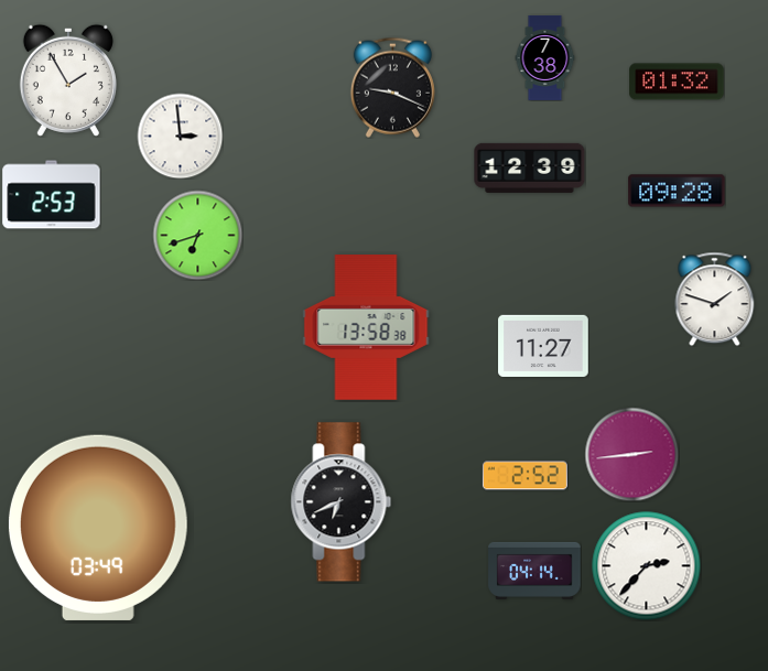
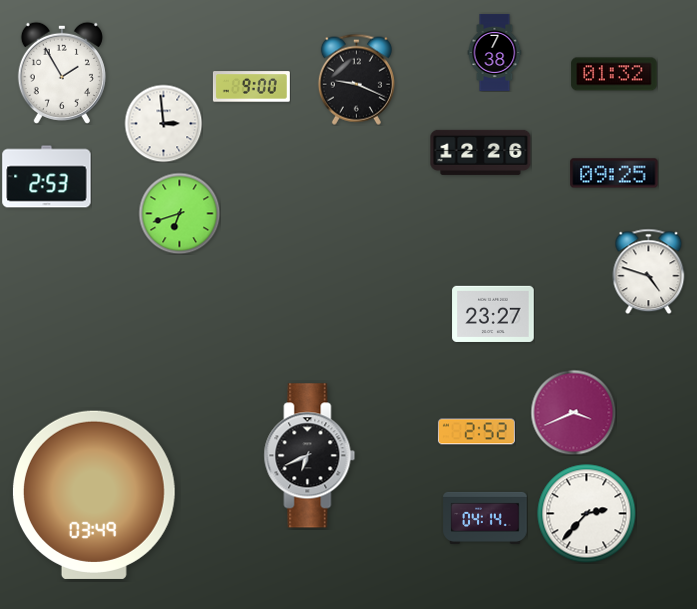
clock at (251, 87): none -> 9:00
clock at (530, 167): 12:39 -> 12:26
clock at (677, 191): 09:28 -> 09:25
clock at (715, 299): 1:48 -> 4:48
clock at (366, 327): 13:58 -> none
clock at (543, 345): 11:27 -> 23:27
clock at (631, 454): 2:44 -> 3:41
clock at (98, 528) position: (98, 528) -> (94, 495)
